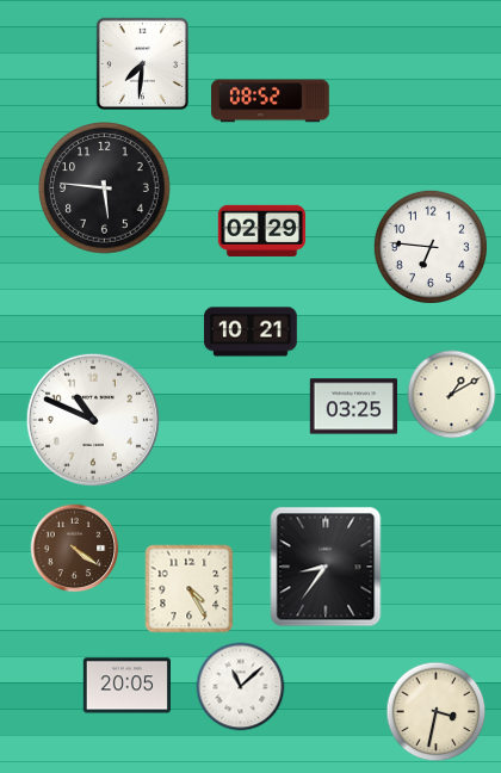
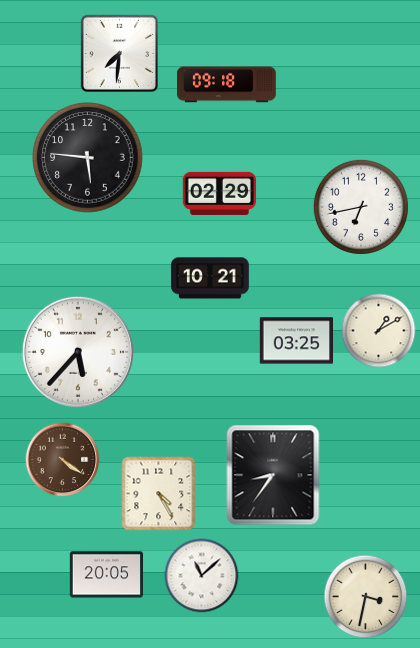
clock at (271, 101): 08:52 -> 09:18
clock at (431, 247): 6:46 -> 6:43
clock at (93, 420): 10:49 -> 5:37
